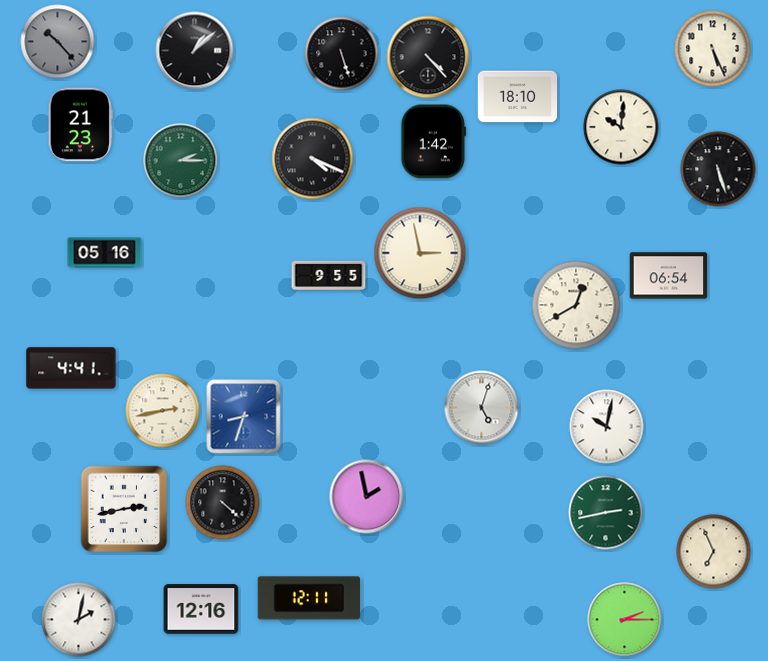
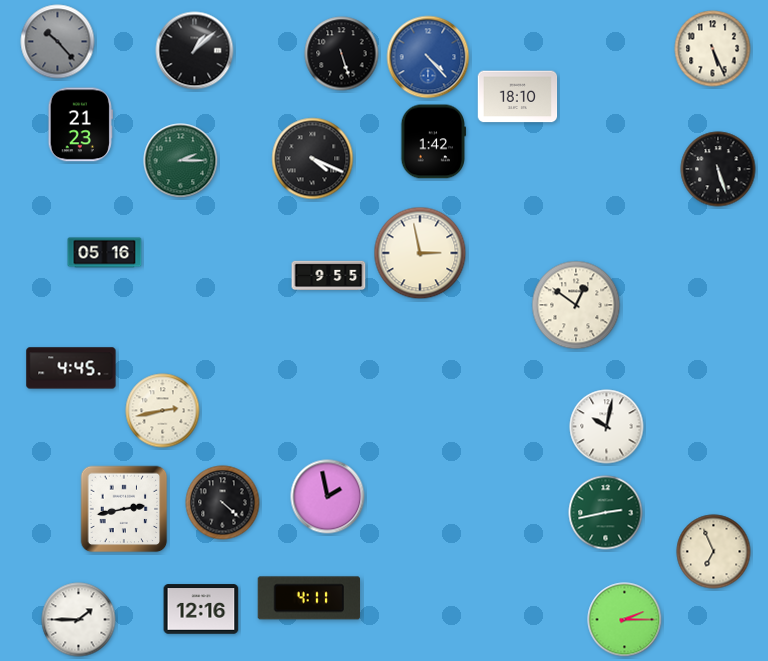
clock at (428, 57) dial: black -> blue
clock at (621, 127): 10:01 -> none
clock at (669, 276): 06:54 -> none
clock at (576, 305): 12:40 -> 12:51
clock at (71, 368): 4:41 -> 4:45
clock at (482, 408): 5:03 -> none
clock at (244, 417): 8:33 -> none
clock at (367, 497) position: (367, 497) -> (328, 497)
clock at (308, 598): 12:11 -> 4:11
clock at (79, 620): 2:02 -> 1:45
